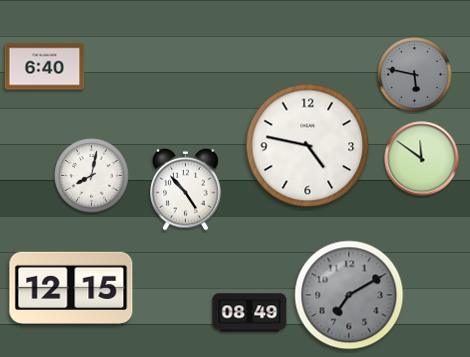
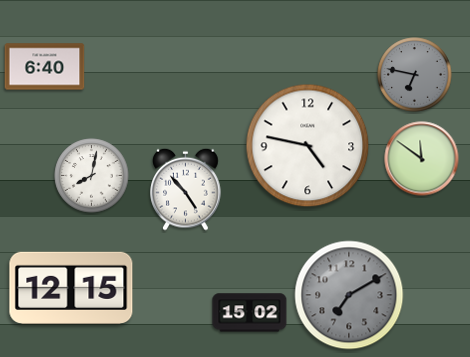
clock at (415, 75): 5:47 -> 6:47
clock at (250, 313): 08:49 -> 15:02
